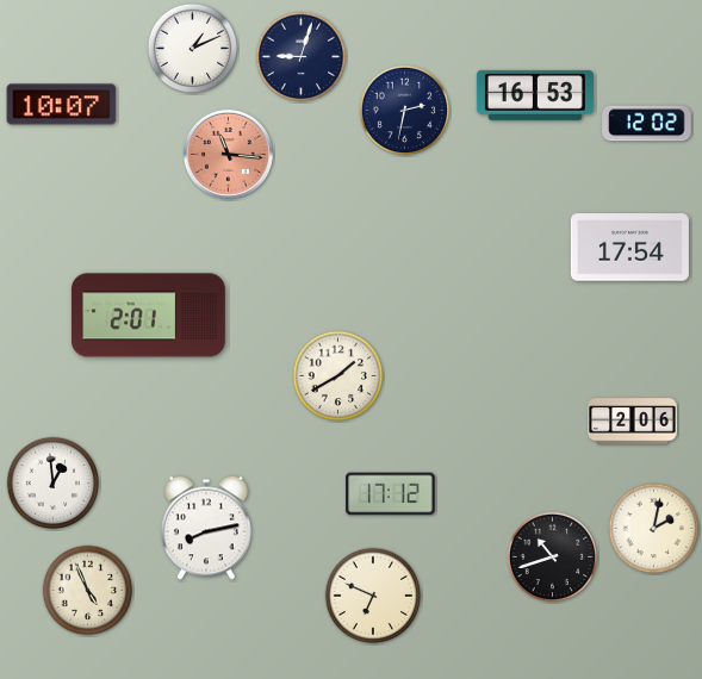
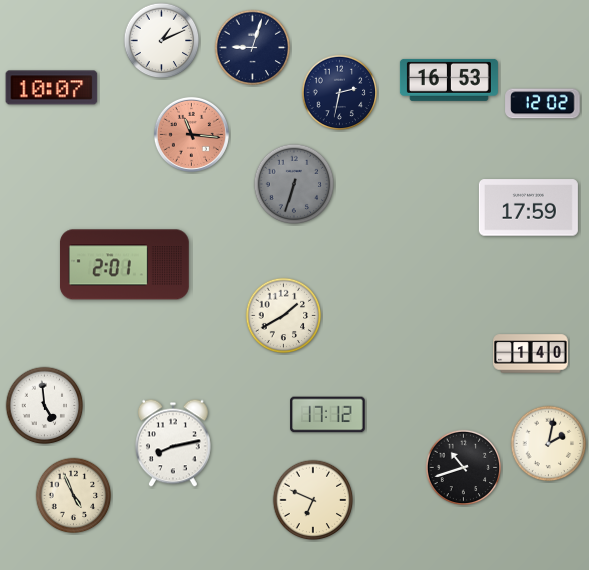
clock at (228, 154) position: (228, 154) -> (191, 134)
clock at (294, 184): none -> 6:33
clock at (629, 248): 17:54 -> 17:59
clock at (633, 422): 2:06 -> 1:40
clock at (54, 484): 12:59 -> 4:59
